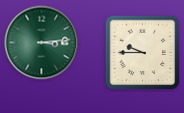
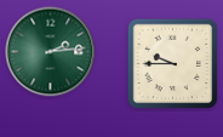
clock at (42, 43): 3:14 -> 2:14
